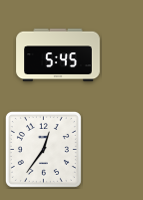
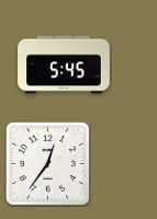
clock at (58, 55) position: (58, 55) -> (64, 65)
